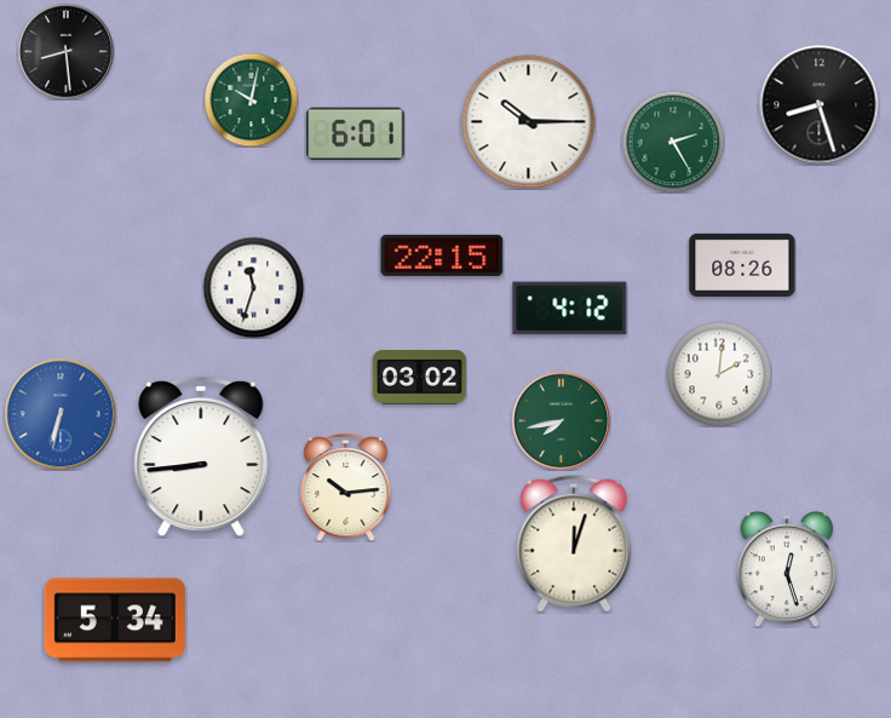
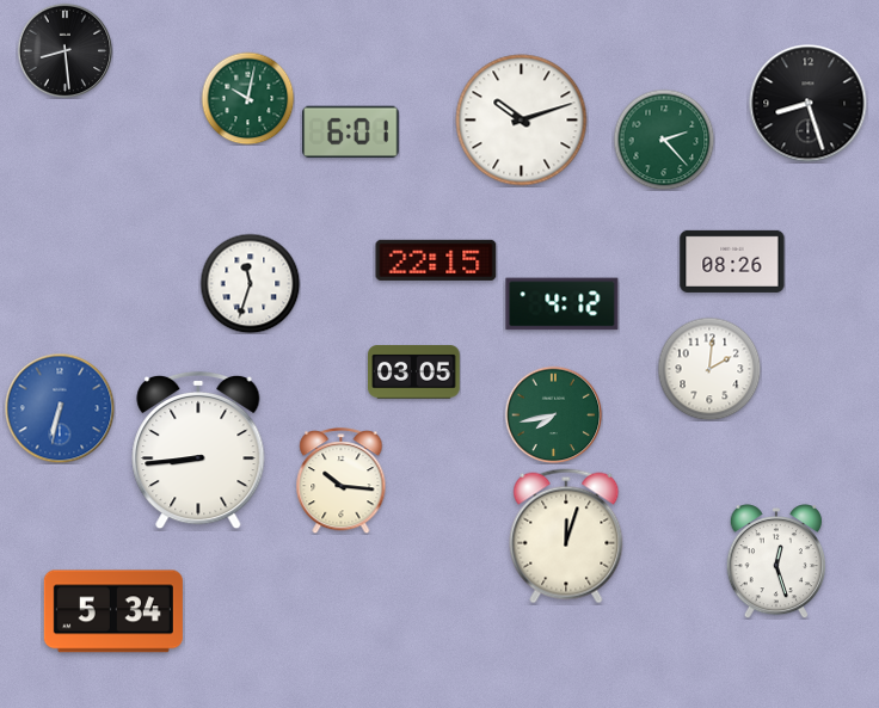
clock at (529, 122): 10:15 -> 10:12
clock at (673, 142): 2:25 -> 2:23
clock at (442, 255) position: (442, 255) -> (436, 260)
clock at (420, 378): 03:02 -> 03:05
clock at (346, 488): 10:14 -> 10:16
